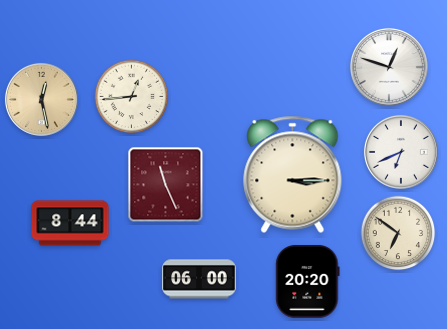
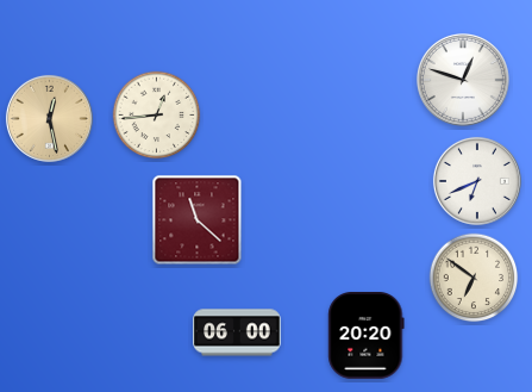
clock at (293, 174): 3:15 -> none
clock at (166, 185): 11:26 -> 11:22
clock at (70, 223): 8:44 -> none
